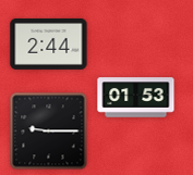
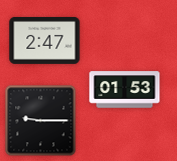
clock at (49, 43): 2:44 -> 2:47
clock at (49, 132) position: (49, 132) -> (41, 121)
